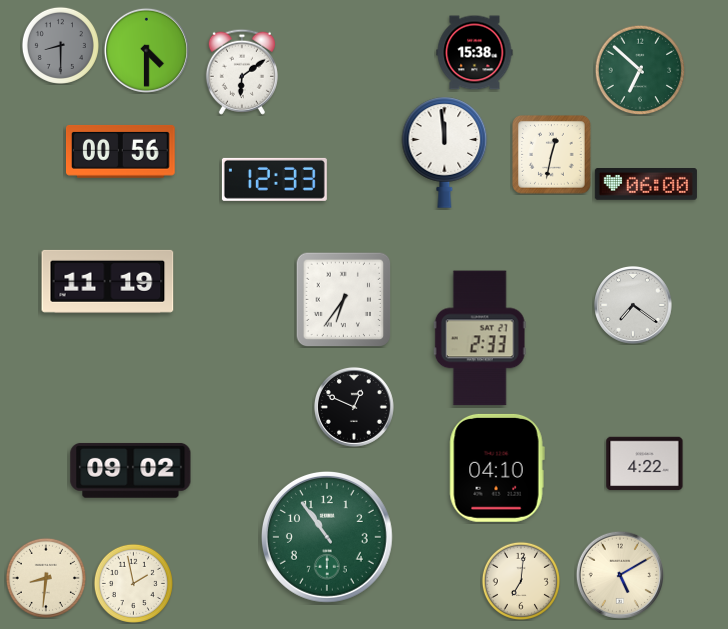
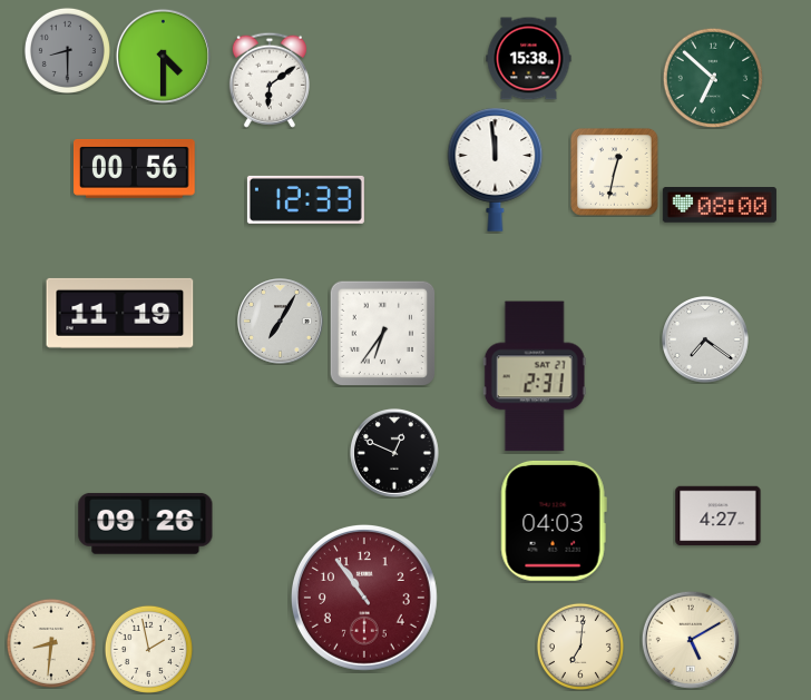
clock at (646, 184): 06:00 -> 08:00
clock at (281, 322): none -> 7:05
clock at (480, 338): 2:33 -> 2:31
clock at (645, 464): 4:22 -> 4:27
clock at (497, 468): 04:10 -> 04:03
clock at (131, 471): 09:02 -> 09:26
clock at (327, 537) dial: green -> burgundy
